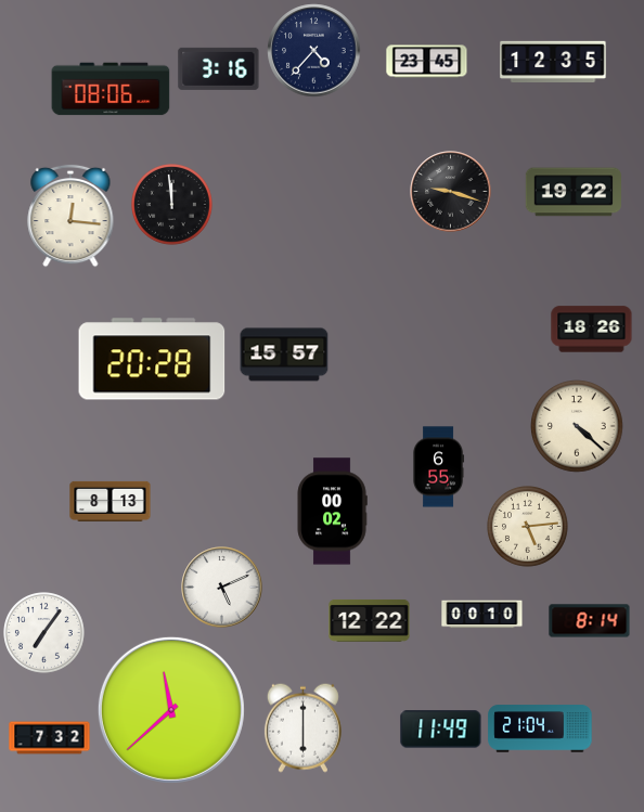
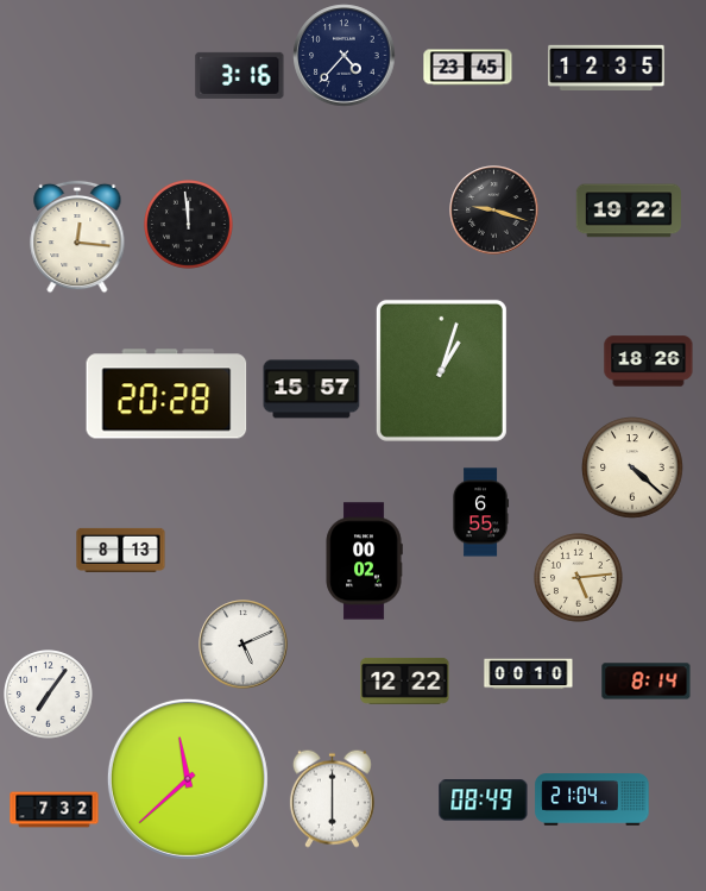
clock at (111, 89): 08:06 -> none
clock at (441, 370): none -> 1:03
clock at (441, 730): 11:49 -> 08:49
